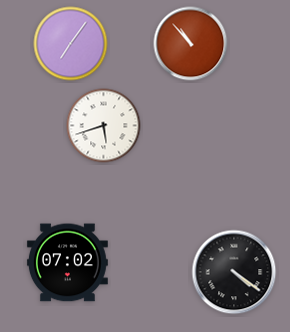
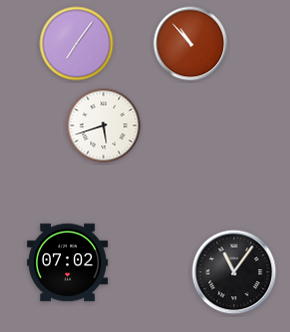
clock at (71, 44) position: (71, 44) -> (77, 44)
clock at (234, 272): 4:21 -> 11:06
